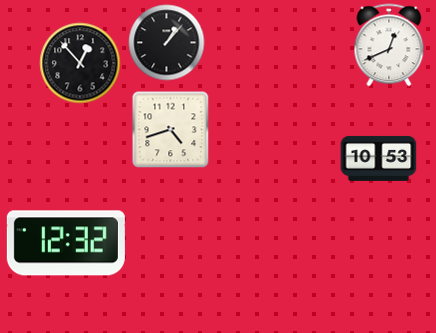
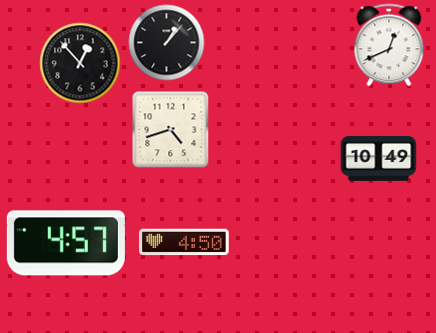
clock at (379, 158): 10:53 -> 10:49
clock at (184, 242): none -> 4:50
clock at (66, 243): 12:32 -> 4:57
